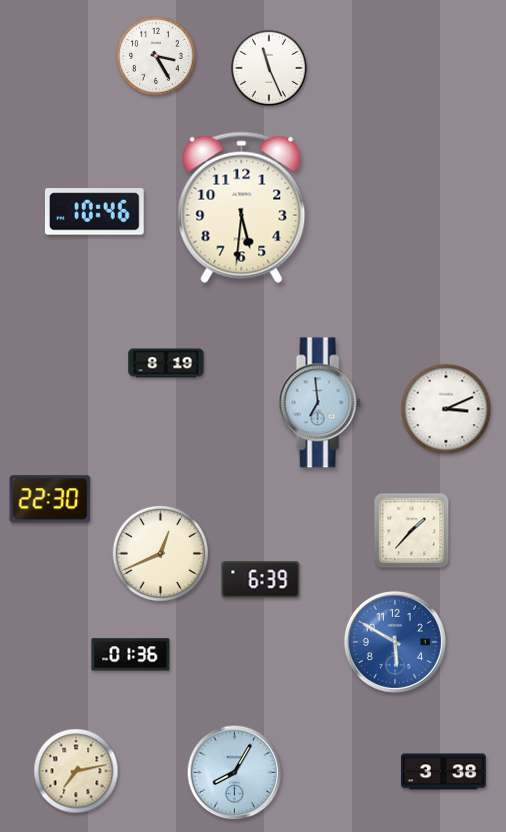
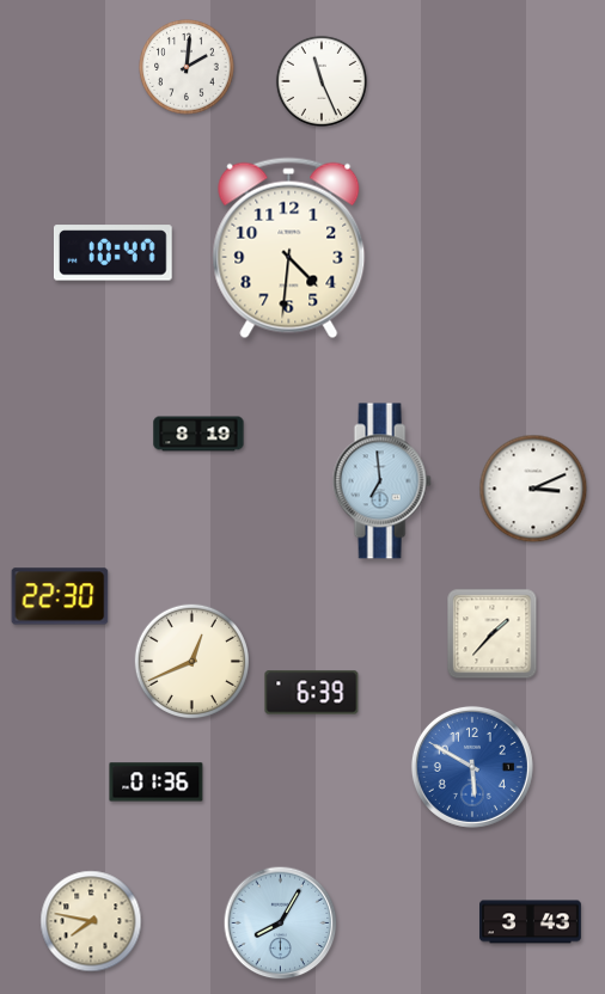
clock at (156, 56): 3:25 -> 2:01
clock at (242, 208): 5:31 -> 4:31
clock at (95, 212): 10:46 -> 10:47
clock at (76, 771): 7:13 -> 7:47
clock at (444, 772): 3:38 -> 3:43
